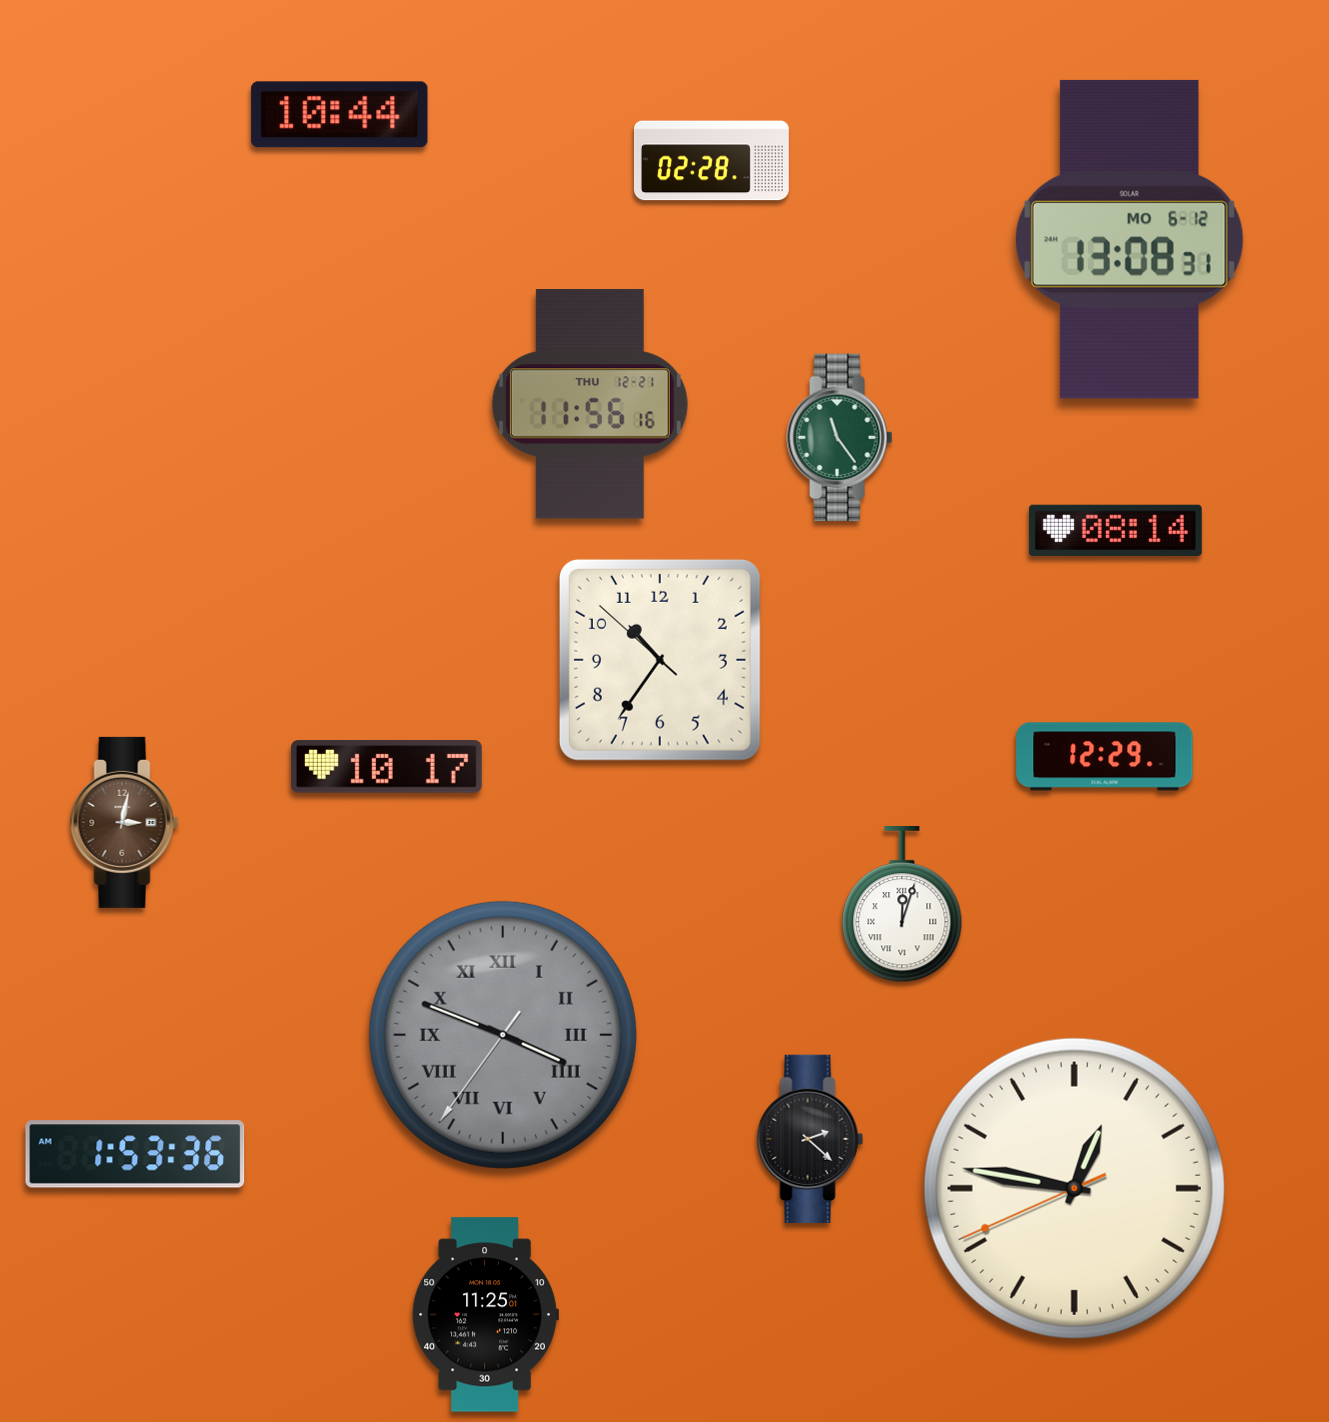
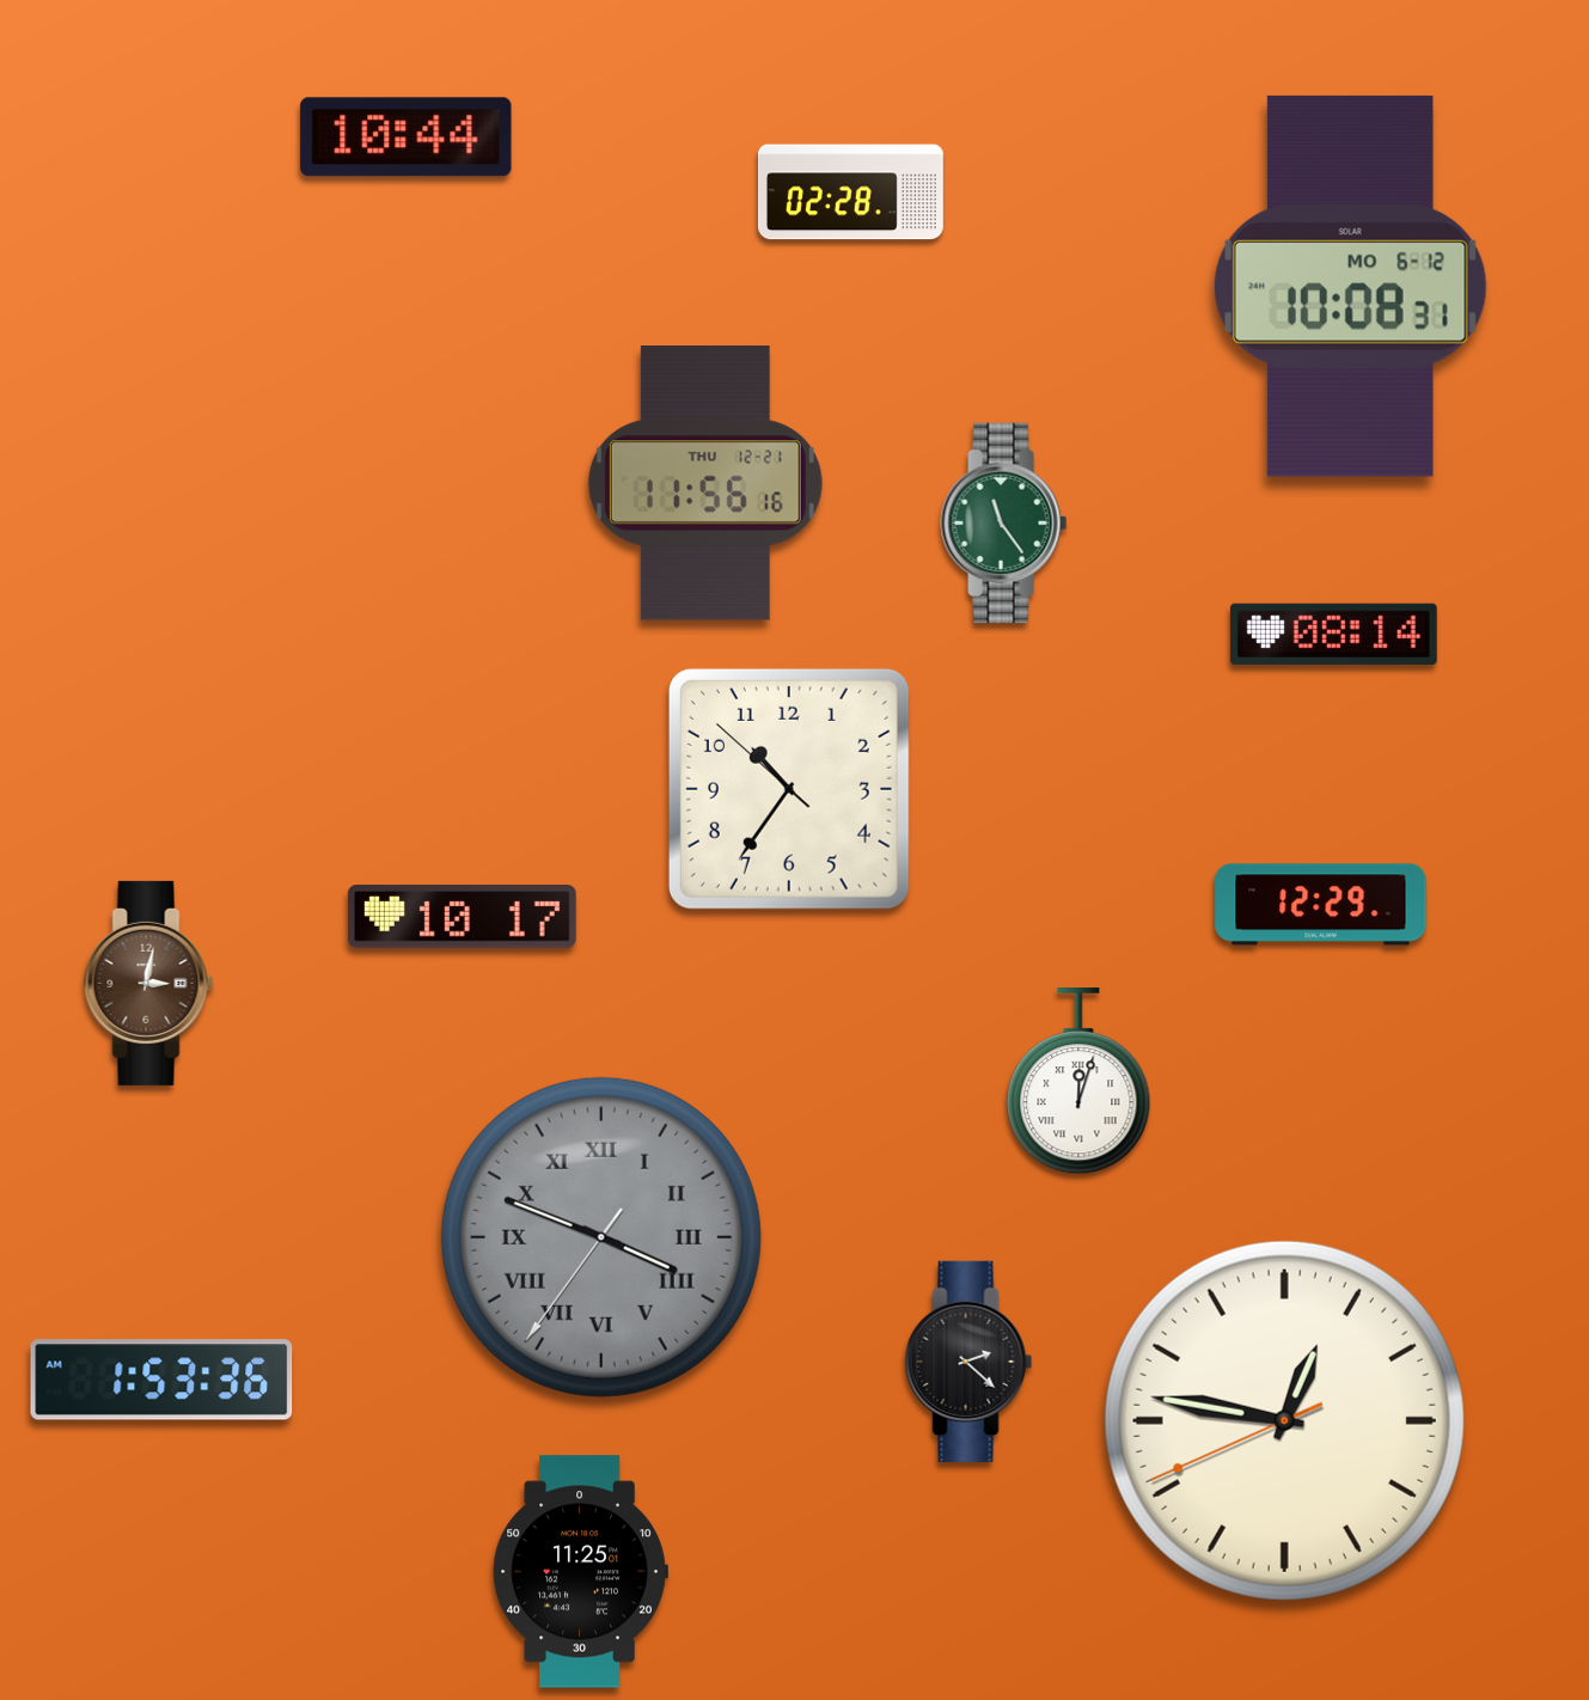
clock at (1129, 239): 13:08 -> 10:08
